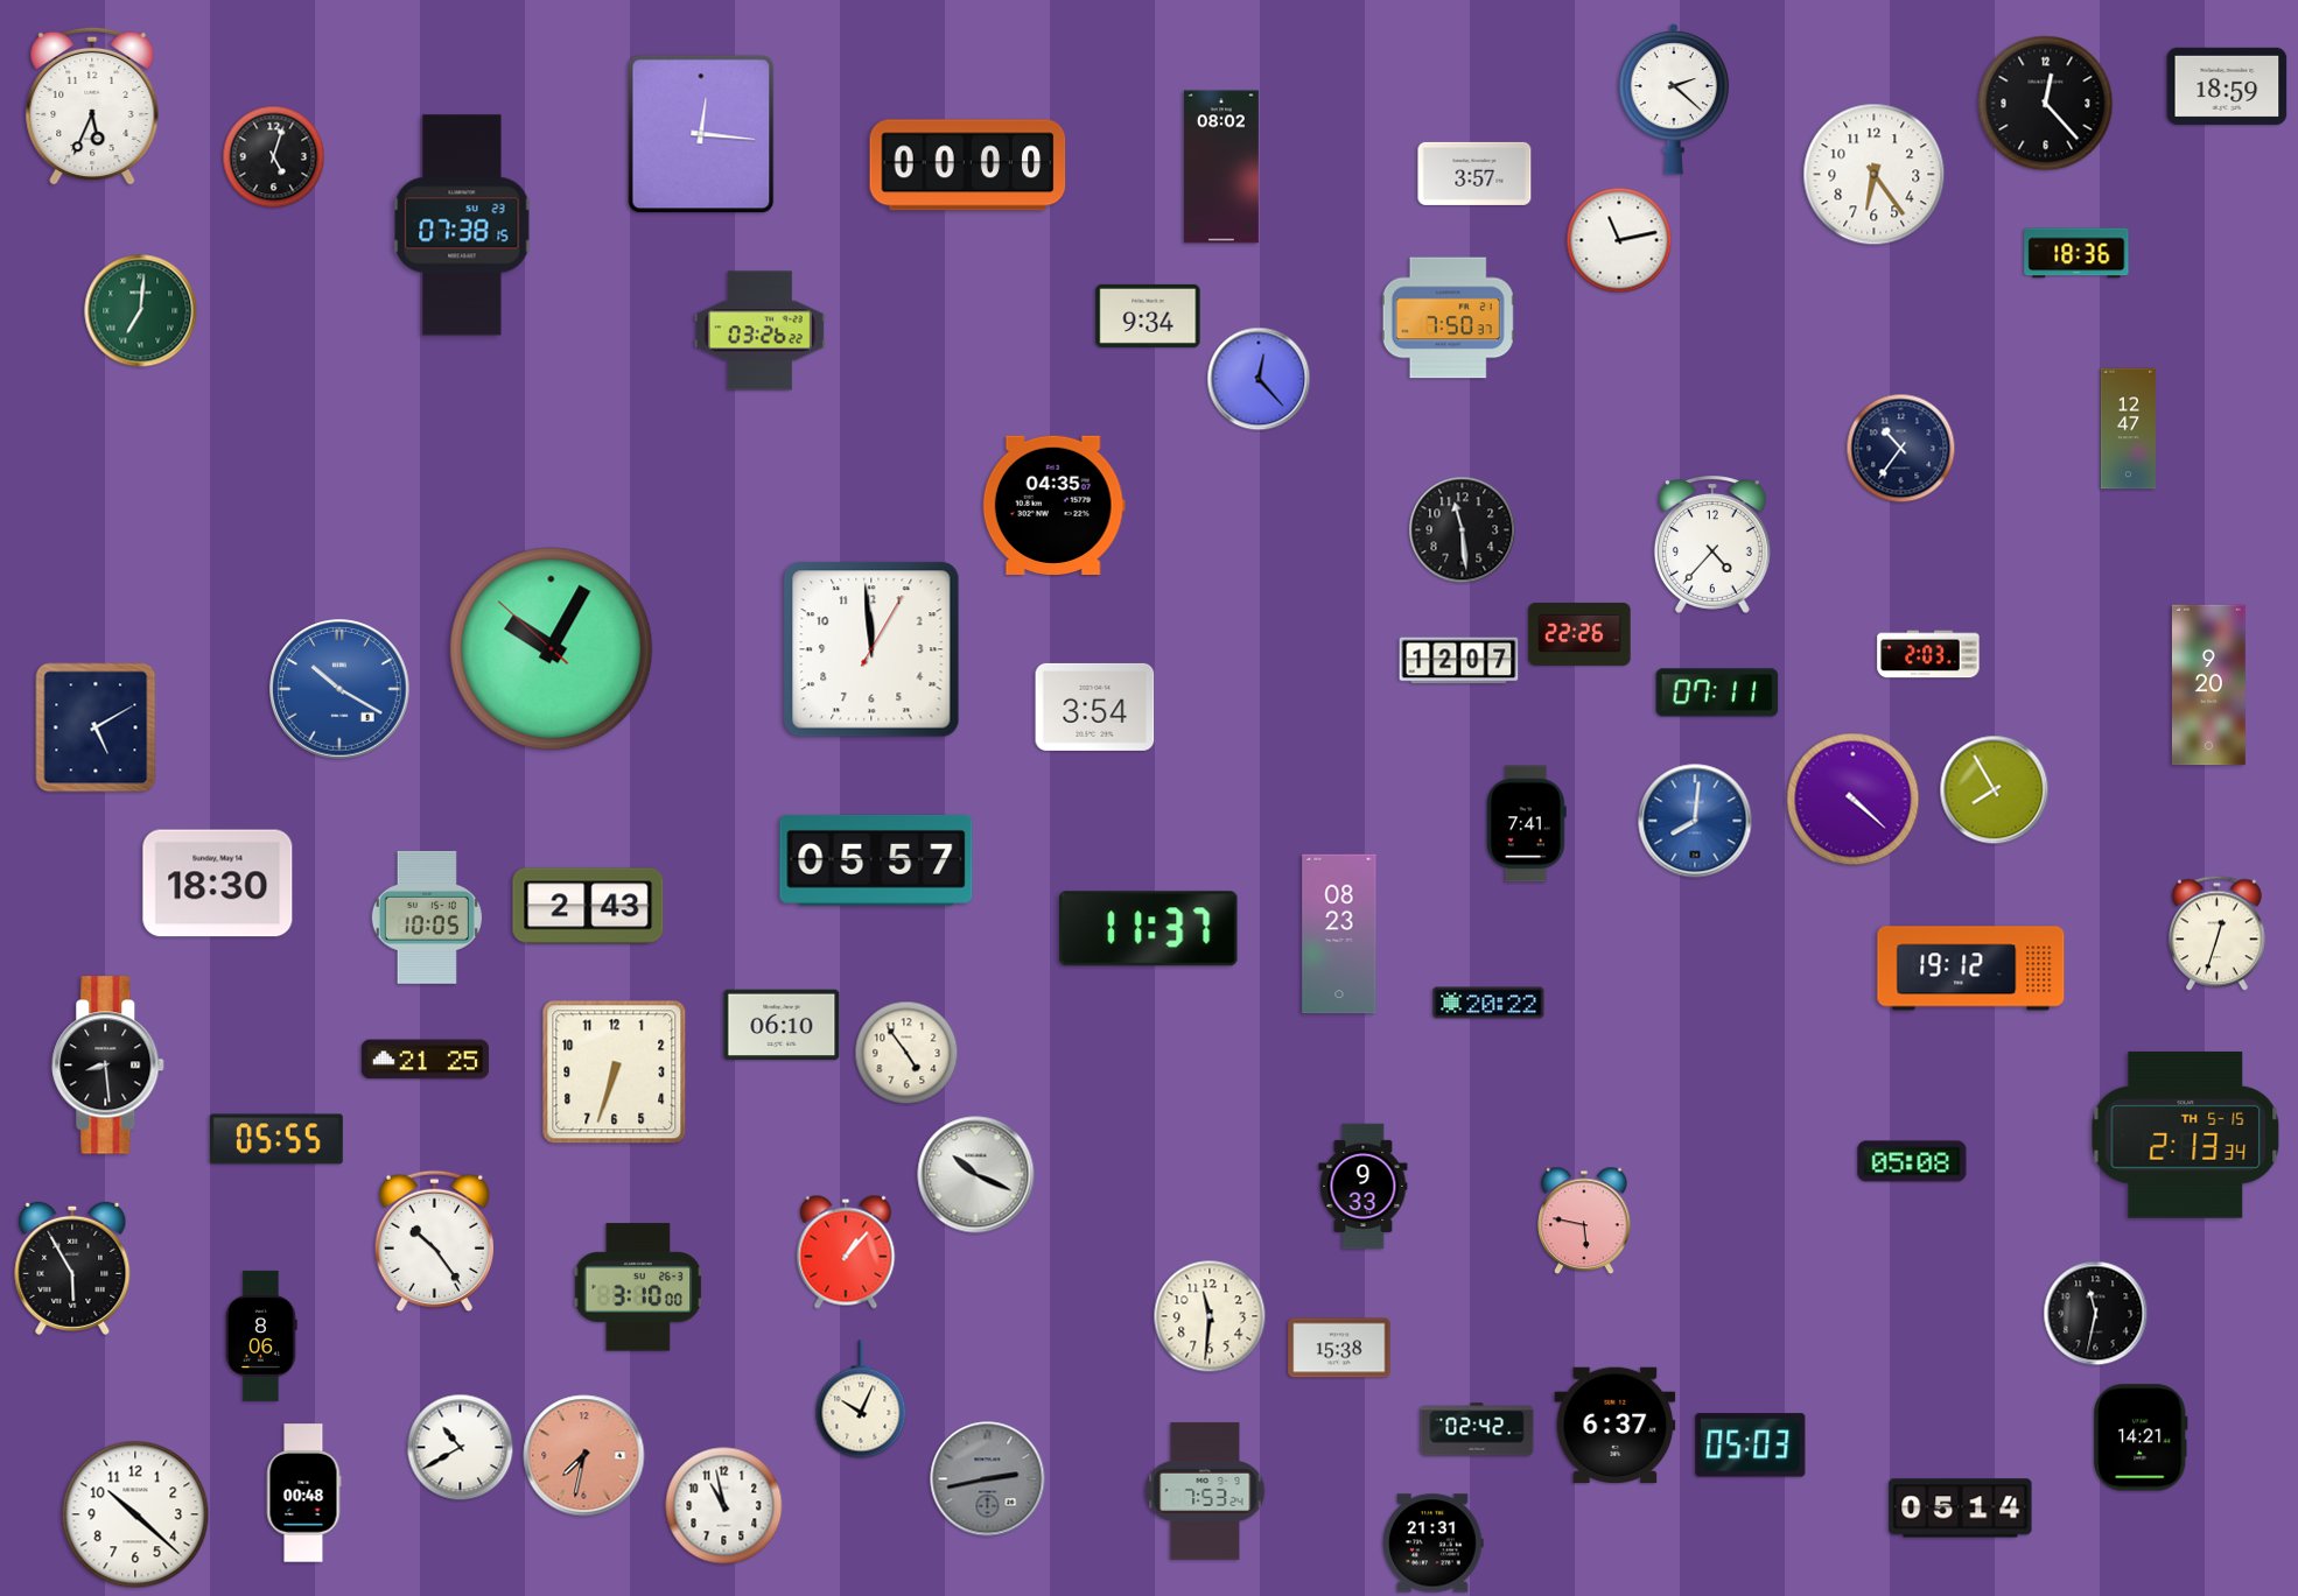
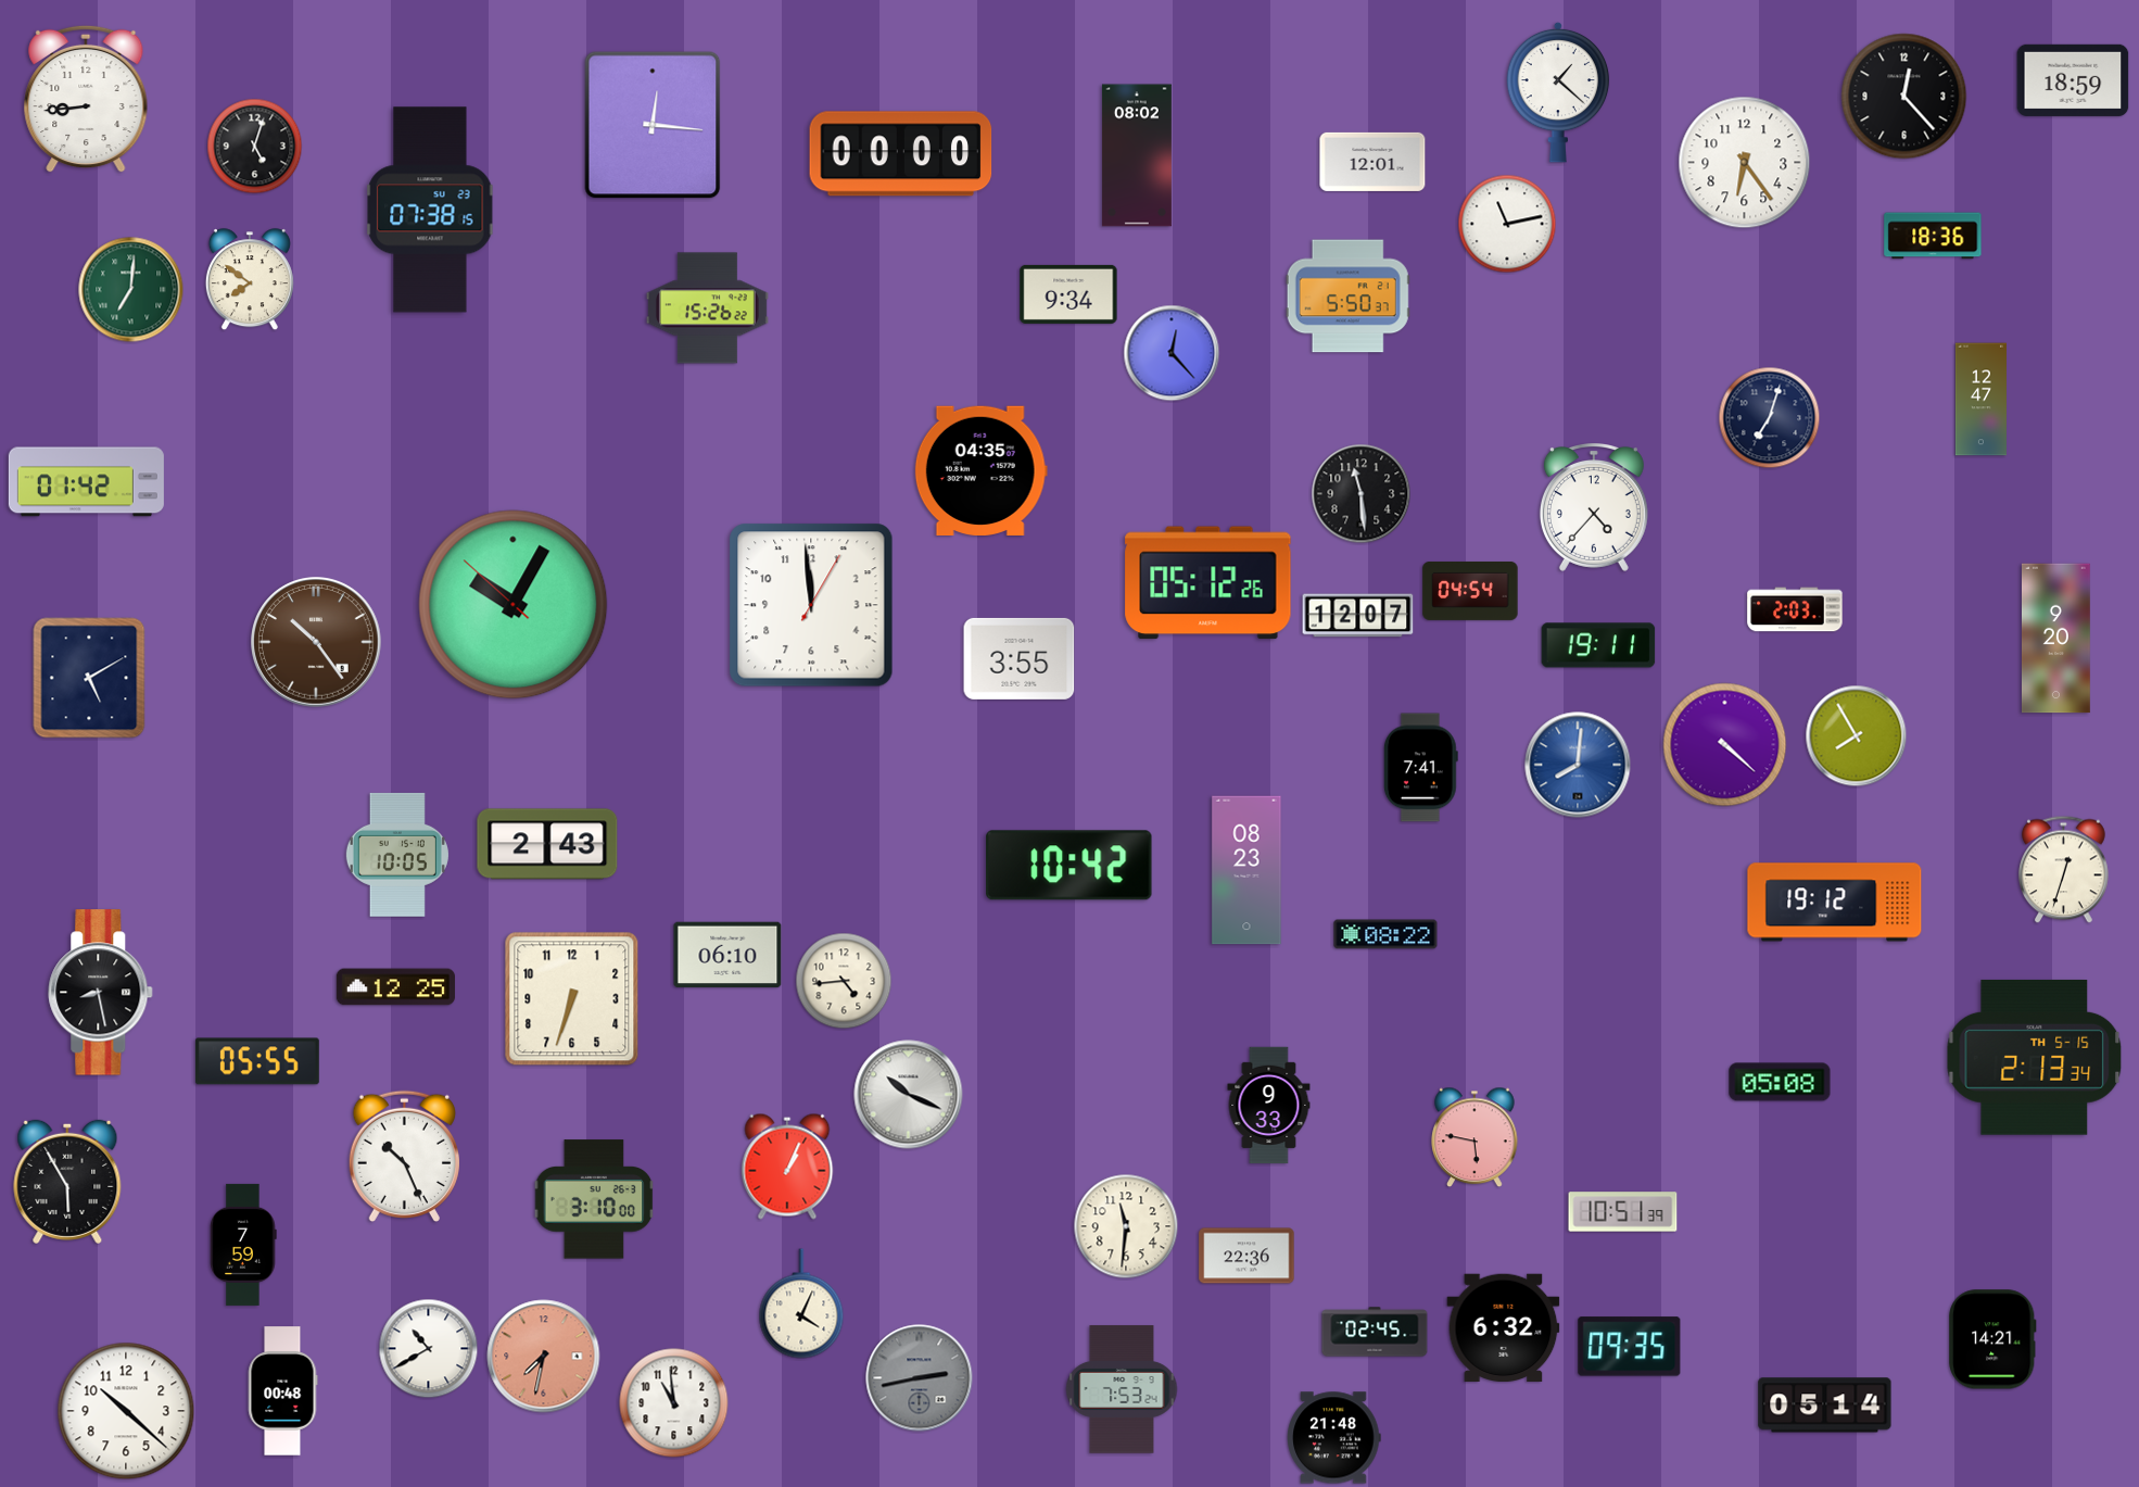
clock at (1674, 99): 2:22 -> 1:22
clock at (92, 106): 5:34 -> 8:44
clock at (1474, 174): 3:57 -> 12:01
clock at (250, 280): none -> 7:51
clock at (1448, 318): 7:50 -> 5:50
clock at (759, 331): 03:26 -> 15:26
clock at (1901, 449): 10:36 -> 7:03
clock at (86, 482): none -> 01:42
clock at (1208, 583): none -> 05:12
clock at (1579, 634): 22:26 -> 04:54
clock at (339, 689): 10:20 -> 10:24
clock at (339, 689) dial: blue -> brown
clock at (1717, 692): 07:11 -> 19:11
clock at (1095, 706): 3:54 -> 3:55
clock at (876, 860): 05:57 -> none
clock at (218, 884): 18:30 -> none
clock at (1149, 929): 11:37 -> 10:42
clock at (1488, 1003): 20:22 -> 08:22
clock at (906, 1053): 4:54 -> 4:44
clock at (425, 1060): 21:25 -> 12:25
clock at (108, 1066): 8:29 -> 8:28
clock at (434, 1242): 10:24 -> 10:26
clock at (846, 1252): 1:07 -> 1:04
clock at (1623, 1212): none -> 10:51
clock at (2096, 1314): 11:32 -> none
clock at (261, 1336): 8:06 -> 7:59
clock at (1339, 1348): 15:38 -> 22:36
clock at (861, 1399): 10:04 -> 4:04
clock at (1616, 1425): 6:37 -> 6:32
clock at (1477, 1429): 02:42 -> 02:45
clock at (1751, 1446): 05:03 -> 09:35
clock at (724, 1506): 10:58 -> 10:59
clock at (1434, 1544): 21:31 -> 21:48
